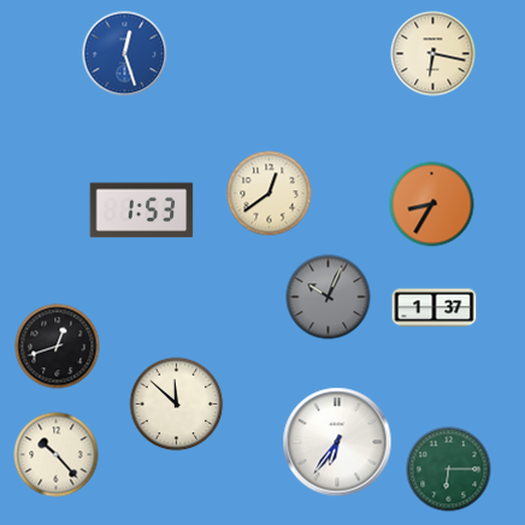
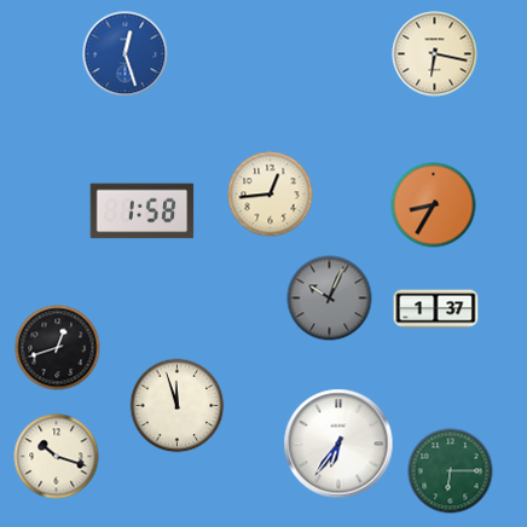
clock at (270, 194): 12:39 -> 12:44
clock at (142, 211): 1:53 -> 1:58
clock at (177, 405): 11:52 -> 11:57
clock at (57, 455): 10:23 -> 10:18
